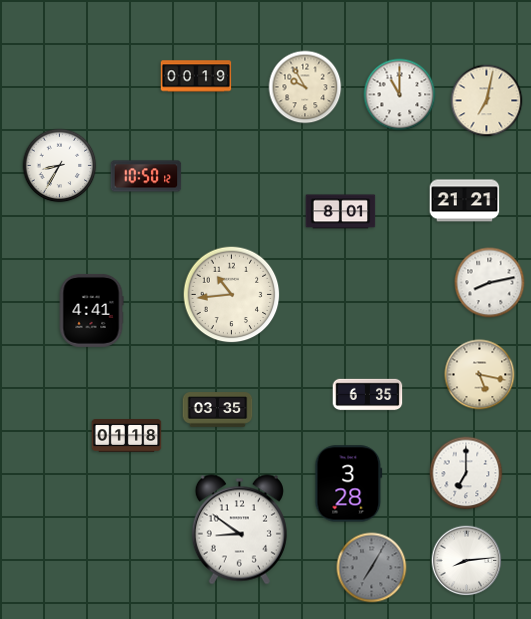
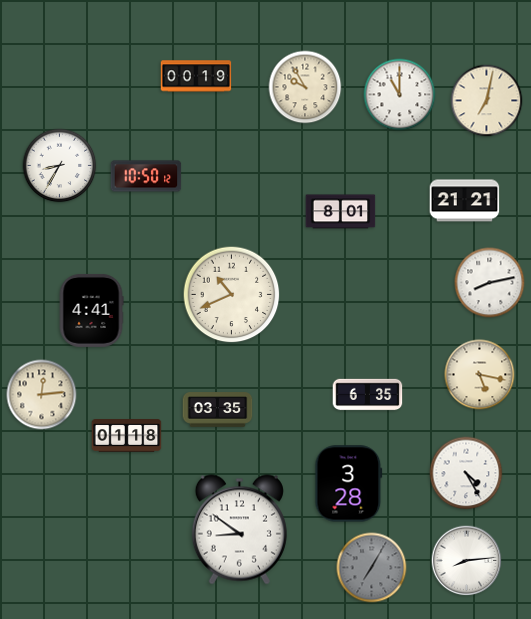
clock at (232, 295): 10:44 -> 10:41
clock at (42, 395): none -> 12:14
clock at (466, 473): 7:00 -> 4:25
